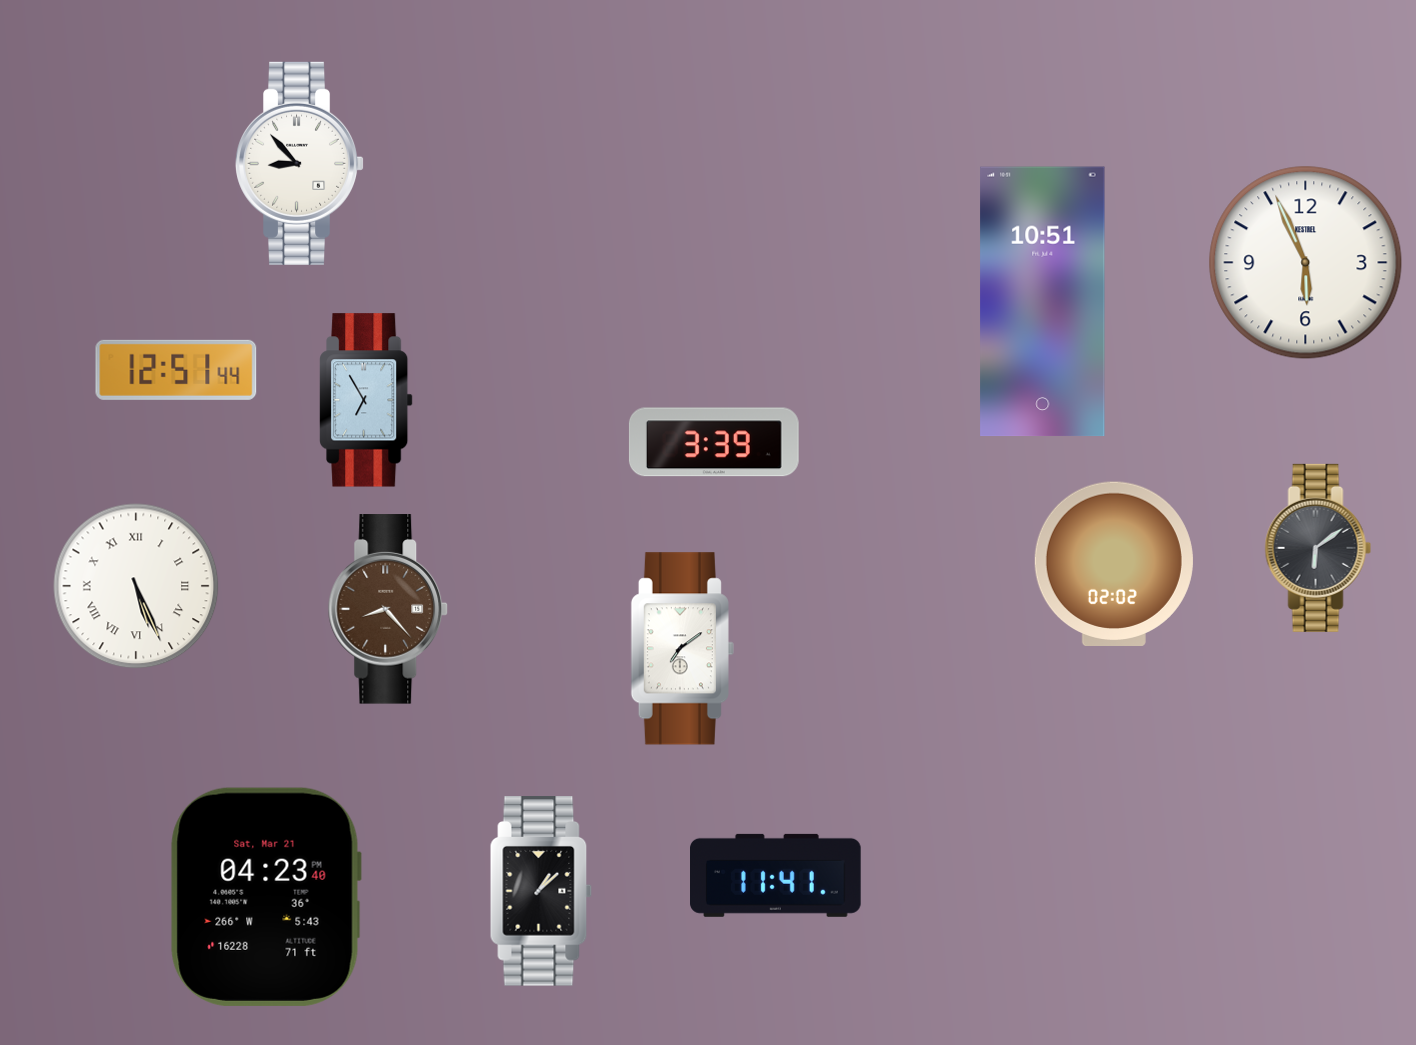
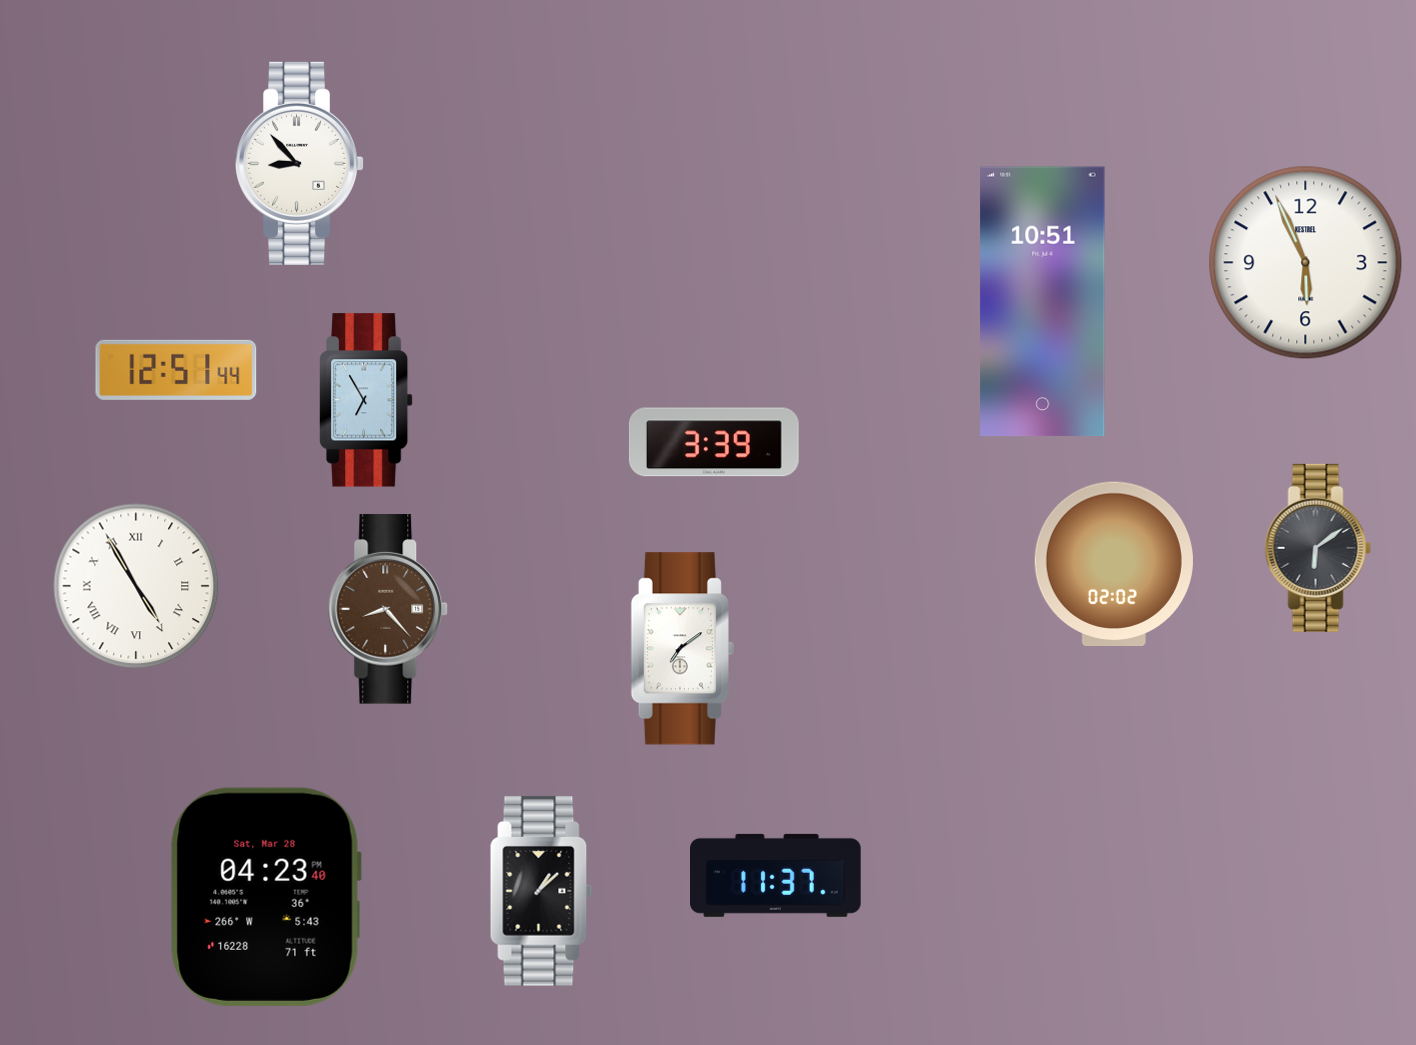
clock at (136, 586): 5:26 -> 4:55
clock at (776, 875): 11:41 -> 11:37
clock at (266, 897) date: Sat, Mar 21 -> Sat, Mar 28
